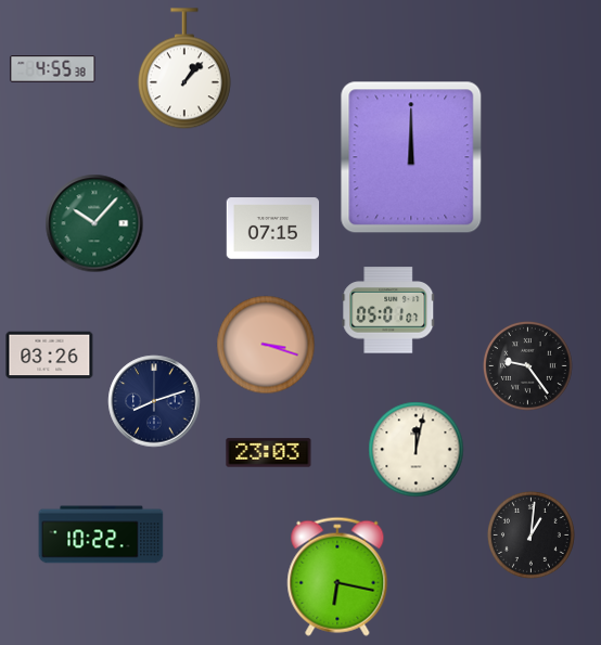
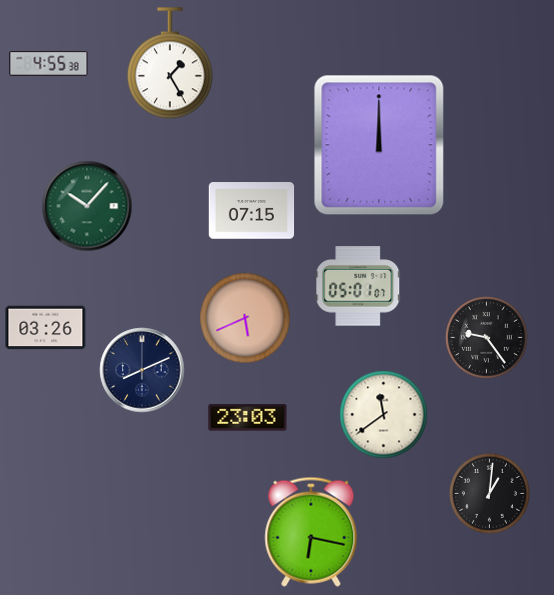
clock at (184, 69): 1:07 -> 1:25
clock at (266, 345): 3:18 -> 5:41
clock at (154, 401): 8:12 -> 8:11
clock at (417, 450): 12:02 -> 11:39
clock at (101, 534): 10:22 -> none
